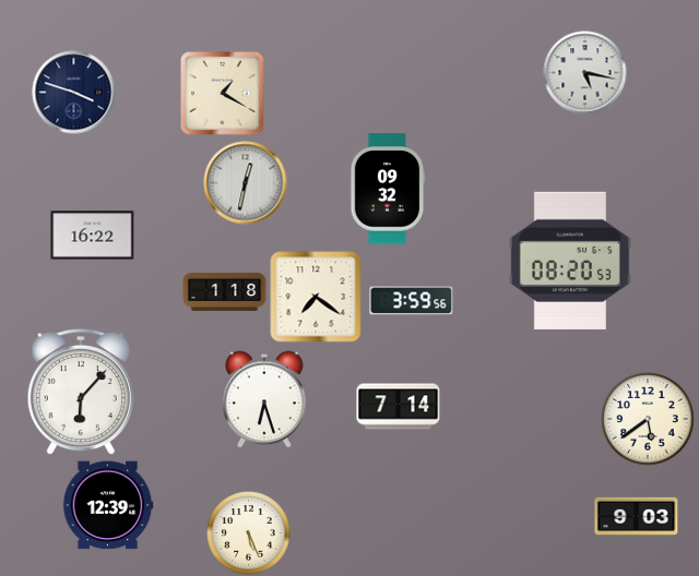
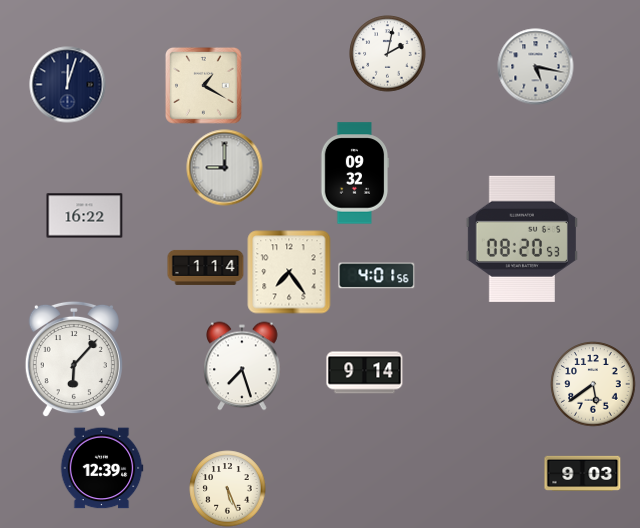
clock at (388, 54): none -> 2:02
clock at (74, 93): 3:48 -> 12:03
clock at (246, 183): 12:32 -> 9:00
clock at (225, 291): 1:18 -> 1:14
clock at (316, 297): 7:21 -> 7:24
clock at (412, 301): 3:59 -> 4:01
clock at (264, 399): 6:27 -> 7:27
clock at (399, 407): 7:14 -> 9:14
clock at (108, 505) position: (108, 505) -> (102, 468)
